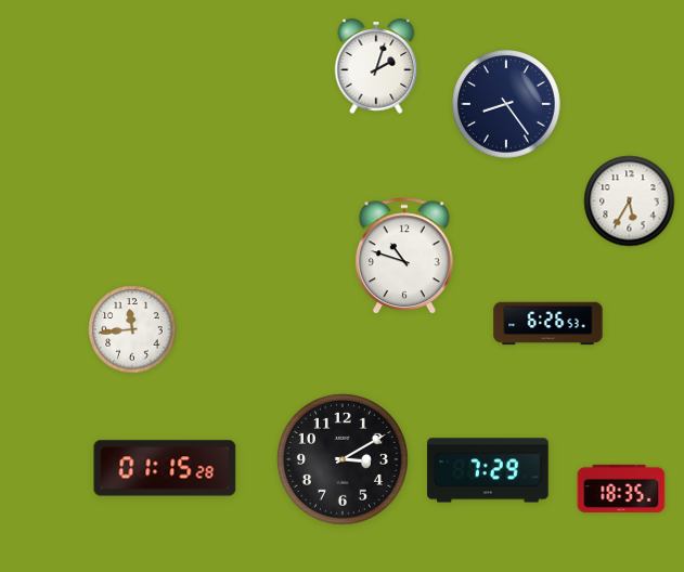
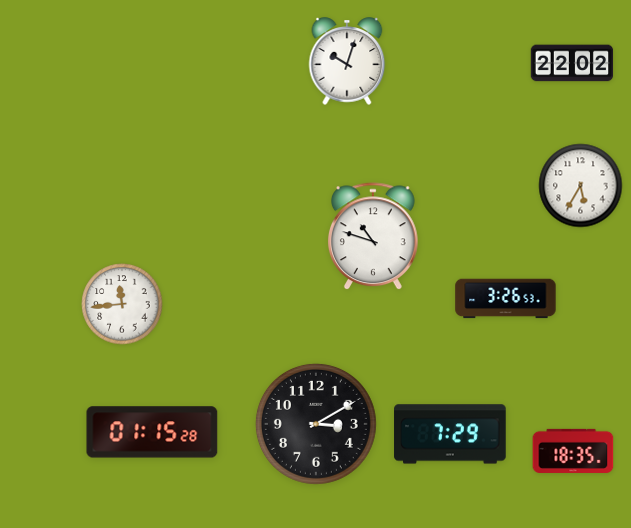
clock at (376, 66): 2:03 -> 10:03
clock at (572, 63): none -> 22:02
clock at (507, 105): 8:24 -> none
clock at (549, 324): 6:26 -> 3:26
